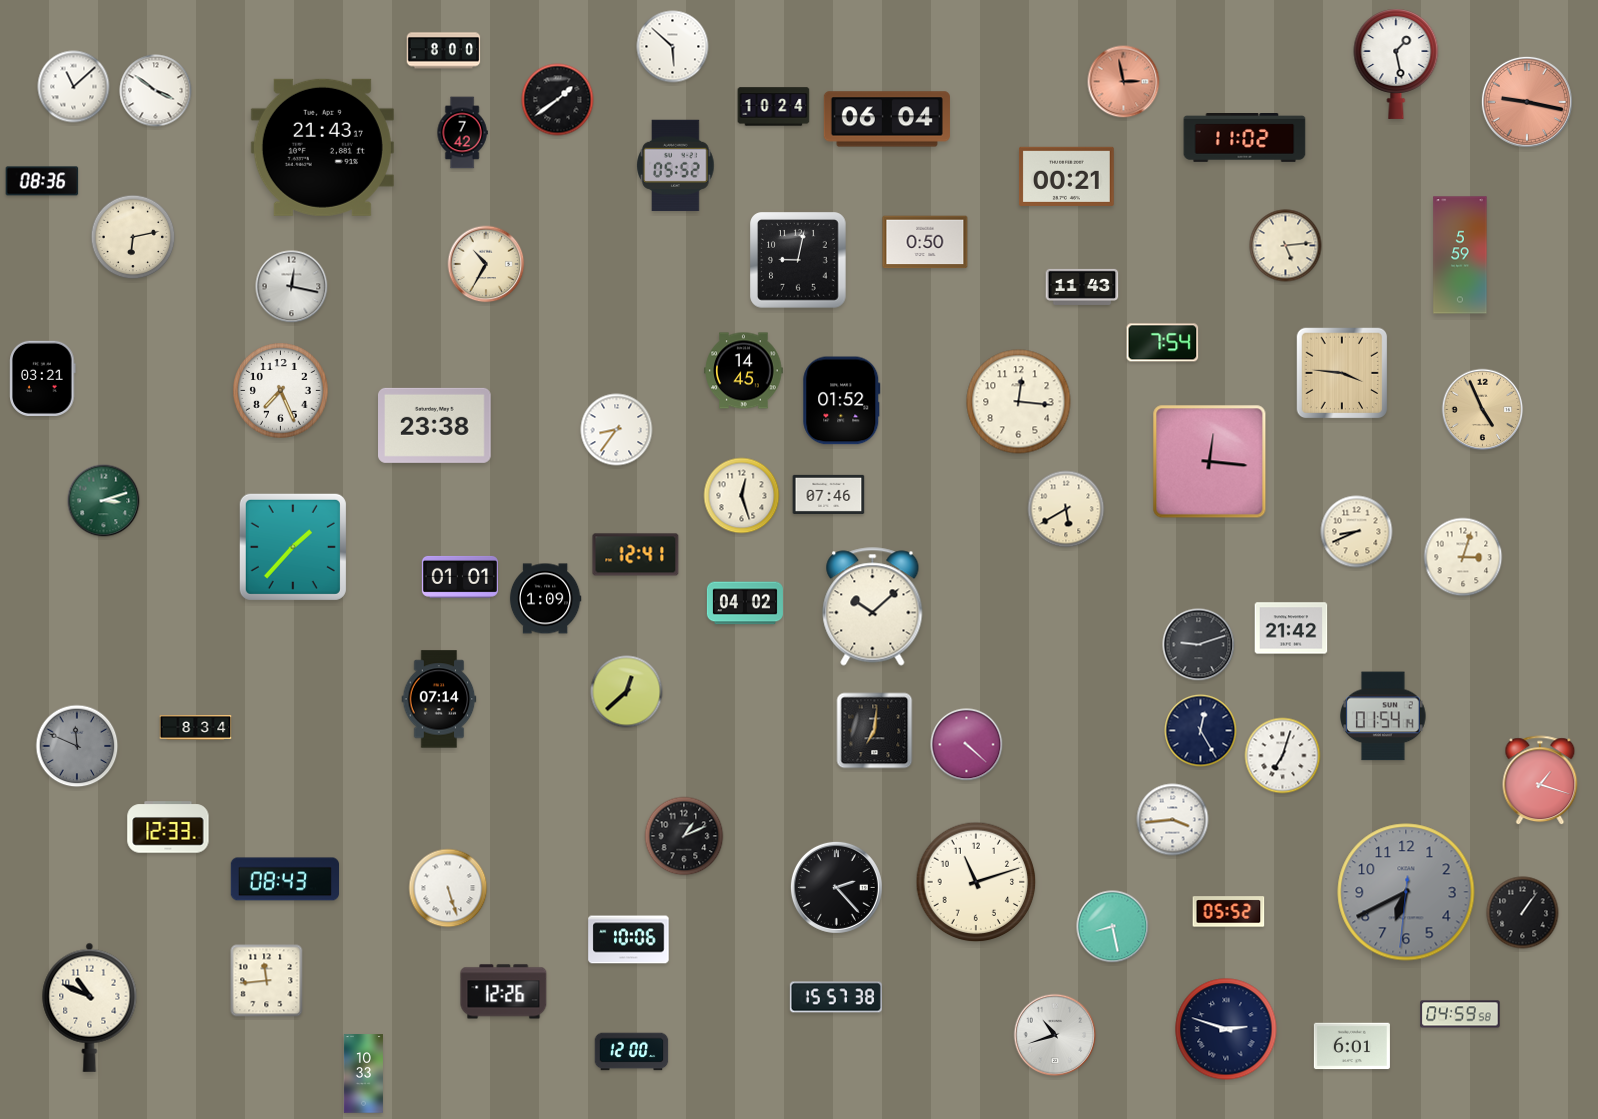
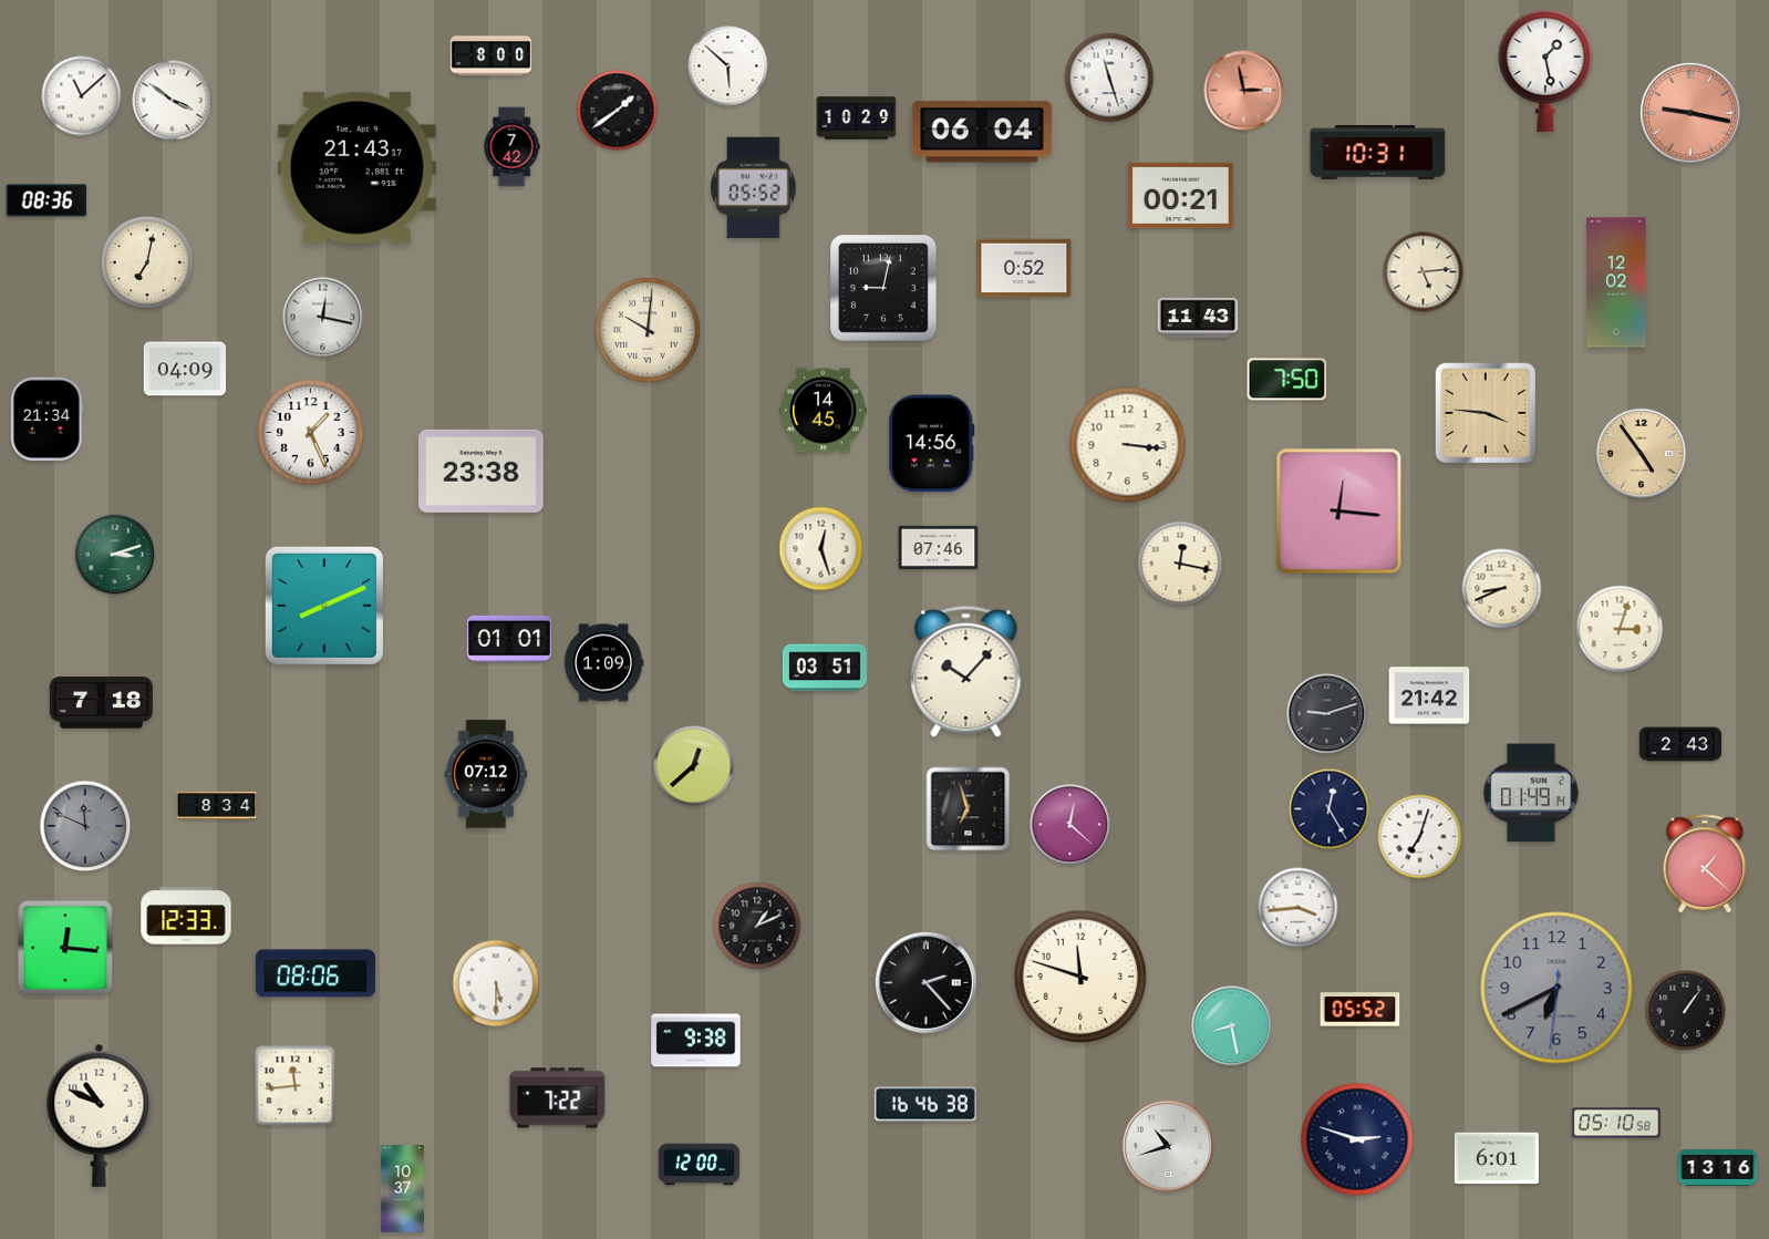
clock at (673, 47) position: (673, 47) -> (728, 66)
clock at (1109, 78): none -> 11:27
clock at (774, 107): 10:24 -> 10:29
clock at (1245, 138): 11:02 -> 10:31
clock at (322, 147) position: (322, 147) -> (356, 167)
clock at (676, 165) position: (676, 165) -> (754, 187)
clock at (133, 237): 6:13 -> 7:02
clock at (925, 242): 0:50 -> 0:52
clock at (1460, 255): 5:59 -> 12:02
clock at (486, 264): 10:35 -> none
clock at (648, 330): none -> 10:01
clock at (185, 369): none -> 04:09
clock at (1163, 343): 7:54 -> 7:50
clock at (43, 378): 03:21 -> 21:34
clock at (281, 391): 7:26 -> 1:26
clock at (842, 401): 01:52 -> 14:56
clock at (1019, 402): 12:16 -> 3:16
clock at (1483, 410): 4:56 -> 4:54
clock at (617, 430): 8:36 -> none
clock at (829, 494) position: (829, 494) -> (939, 547)
clock at (1066, 509): 5:40 -> 12:17
clock at (293, 547): 1:37 -> 8:11
clock at (636, 555): 12:41 -> none
clock at (1463, 557) position: (1463, 557) -> (1620, 629)
clock at (745, 603): 04:02 -> 03:51
clock at (873, 607): 10:08 -> 10:07
clock at (101, 703): none -> 7:18
clock at (1680, 744): none -> 2:43
clock at (439, 699): 07:14 -> 07:12
clock at (1384, 716): 01:54 -> 01:49
clock at (875, 731): 7:01 -> 6:57
clock at (967, 745): 4:22 -> 12:22
clock at (1540, 781): 1:18 -> 1:22
clock at (65, 948): none -> 12:16
clock at (284, 879): 08:43 -> 08:06
clock at (976, 882): 11:12 -> 11:48
clock at (448, 888): 5:27 -> 5:30
clock at (629, 940): 10:06 -> 9:38
clock at (504, 992): 12:26 -> 7:22
clock at (836, 997): 15:57 -> 16:46
clock at (1460, 1014): 04:59 -> 05:10
clock at (1718, 1168): none -> 13:16
clock at (363, 1074): 10:33 -> 10:37
